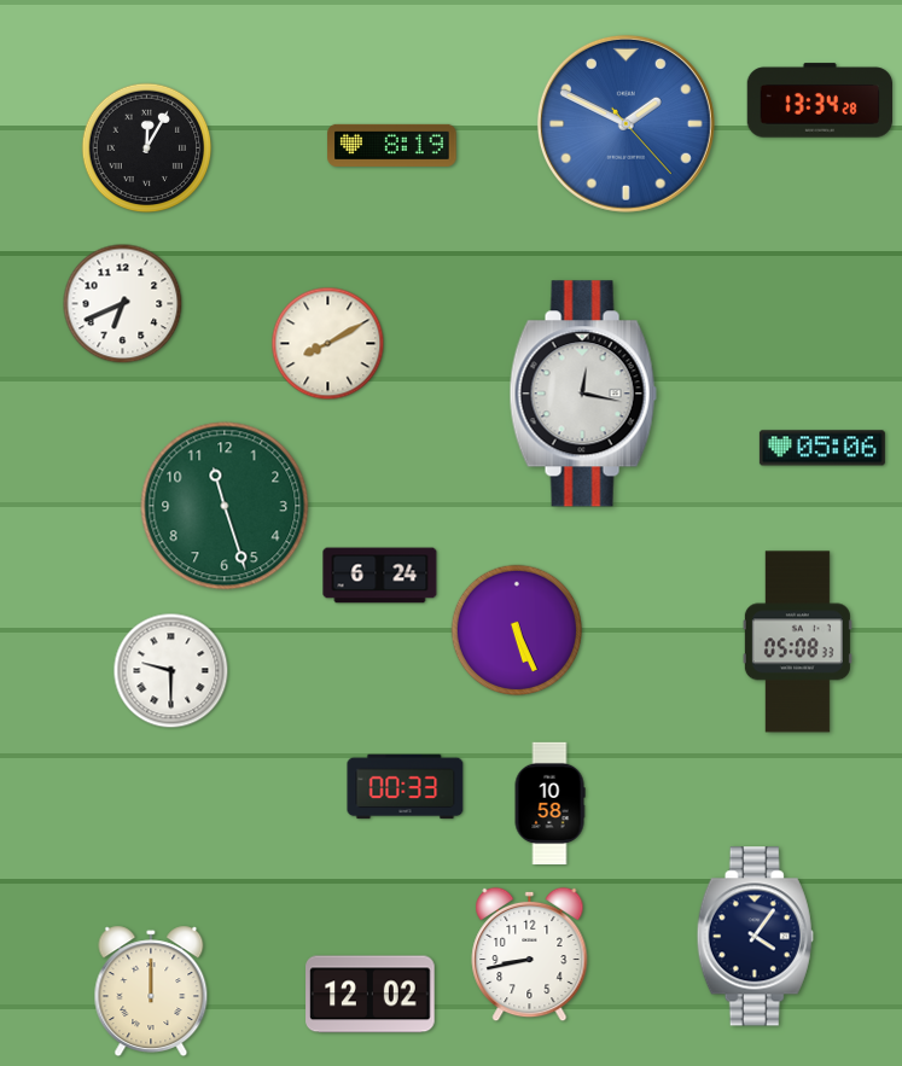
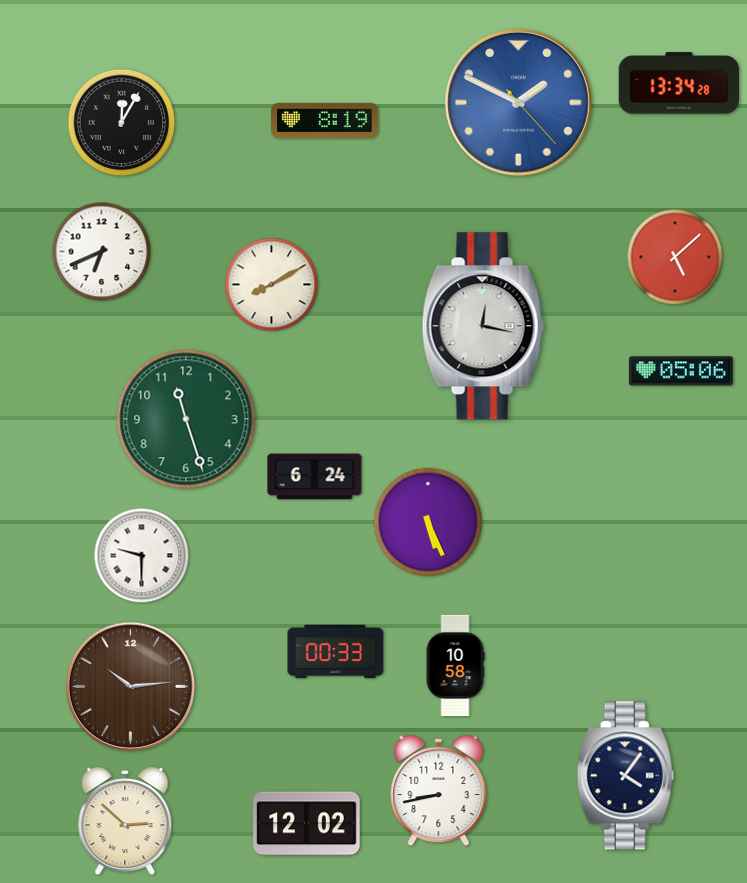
clock at (675, 257): none -> 5:08
clock at (797, 642): 05:08 -> none
clock at (130, 686): none -> 10:14
clock at (151, 991): 12:00 -> 2:52
